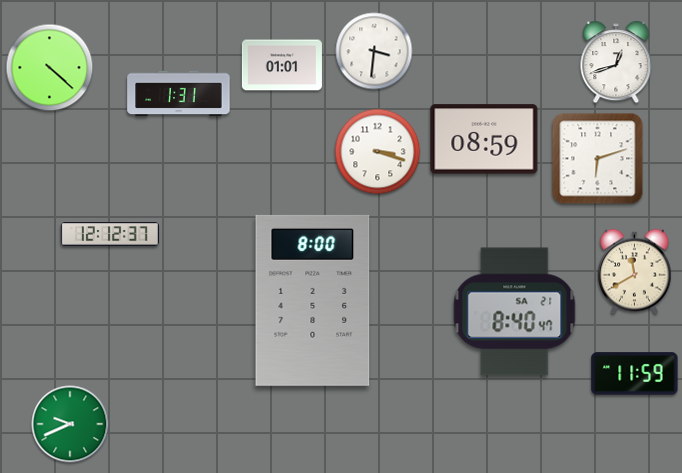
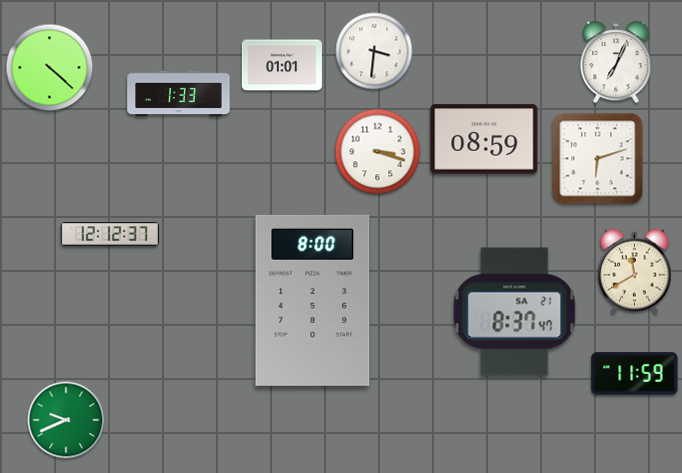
clock at (616, 62): 12:42 -> 7:04
clock at (179, 94): 1:31 -> 1:33
clock at (515, 312): 8:40 -> 8:37
clock at (70, 424) position: (70, 424) -> (66, 420)
